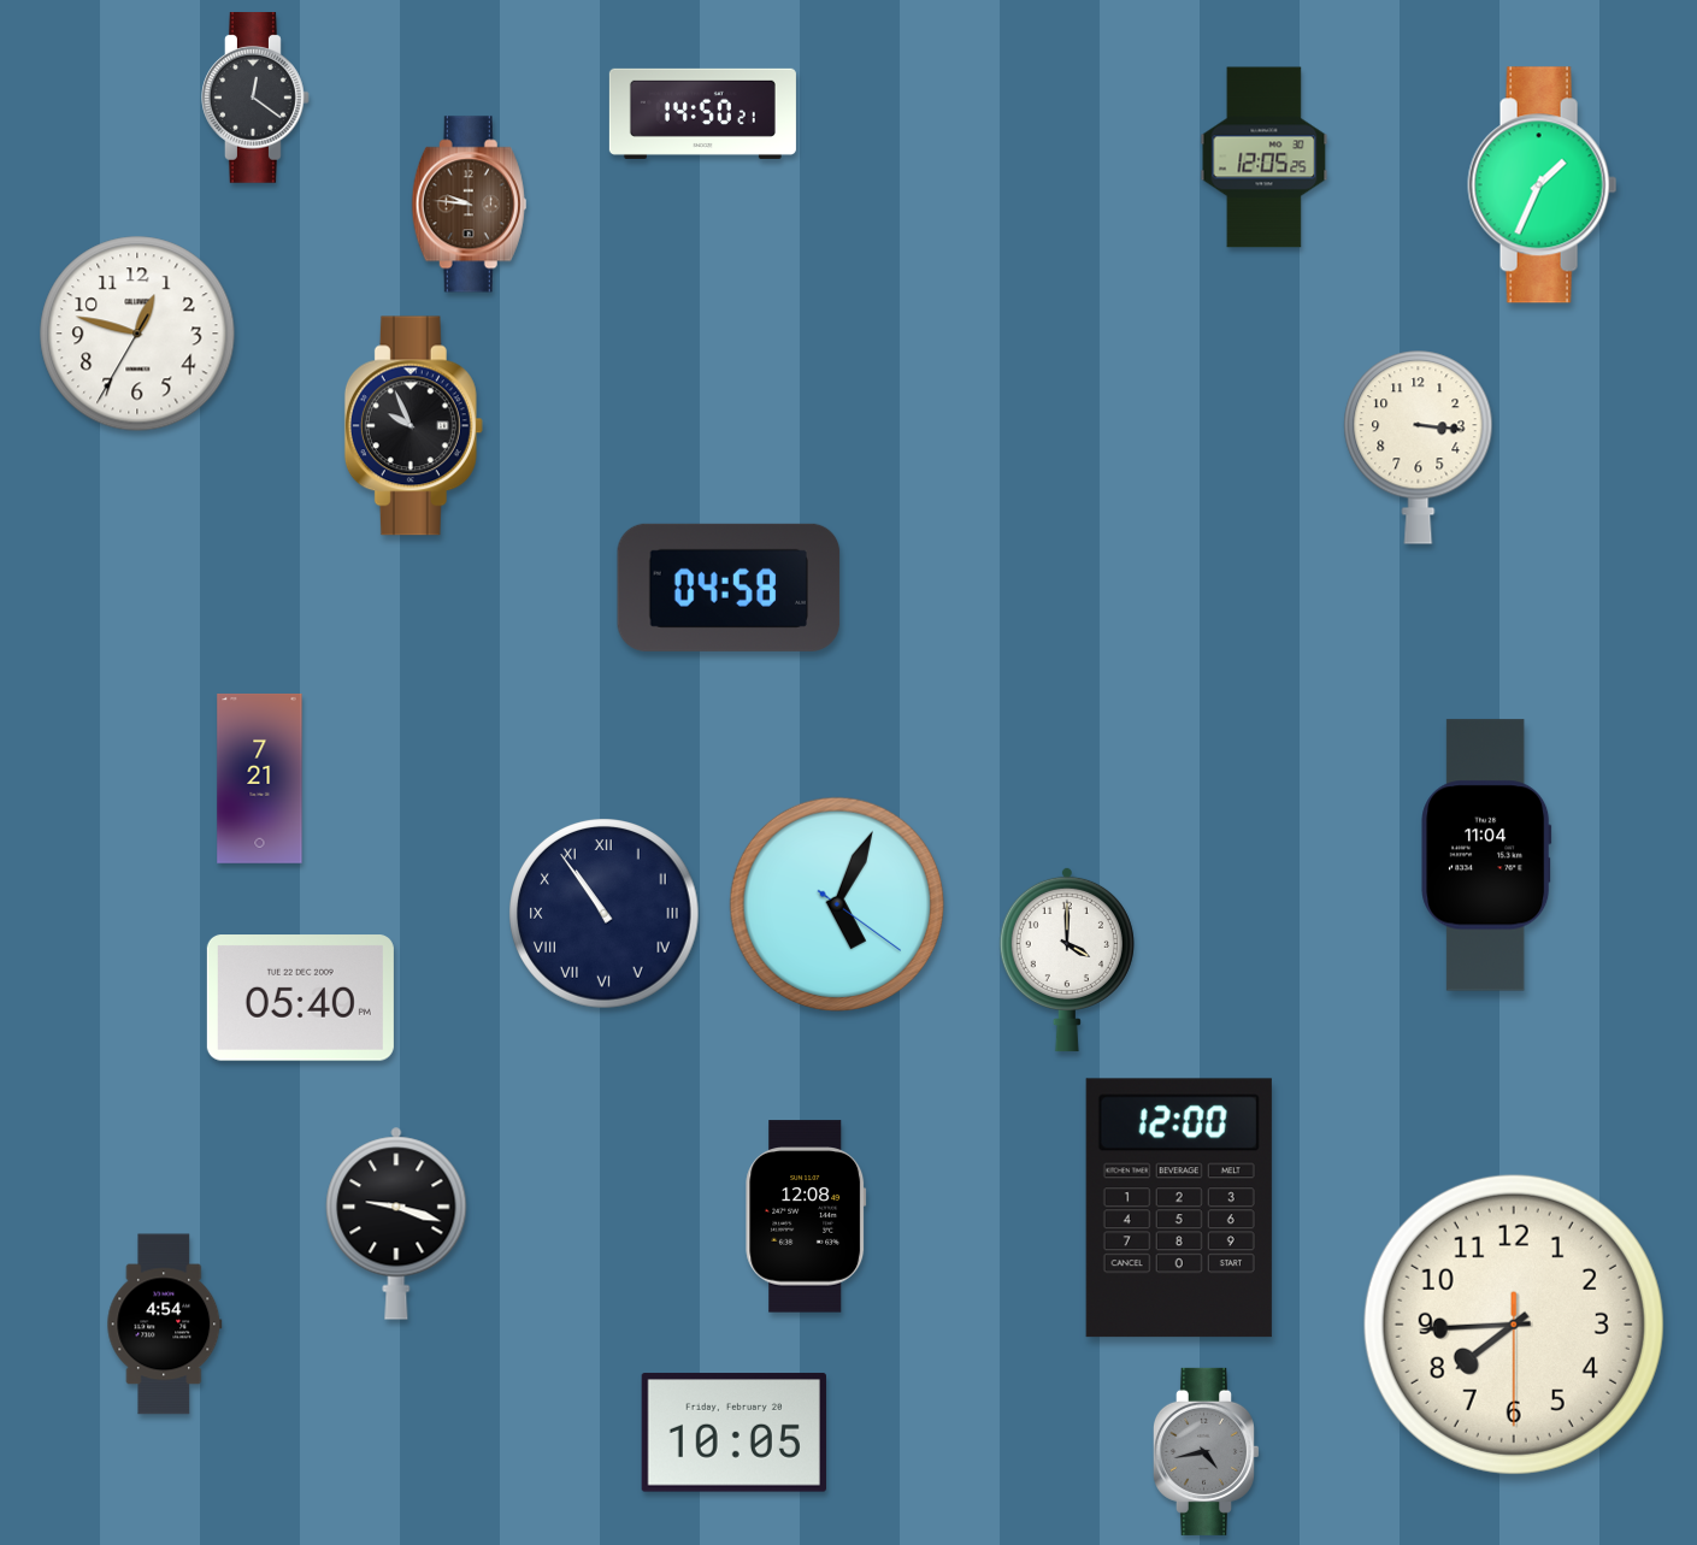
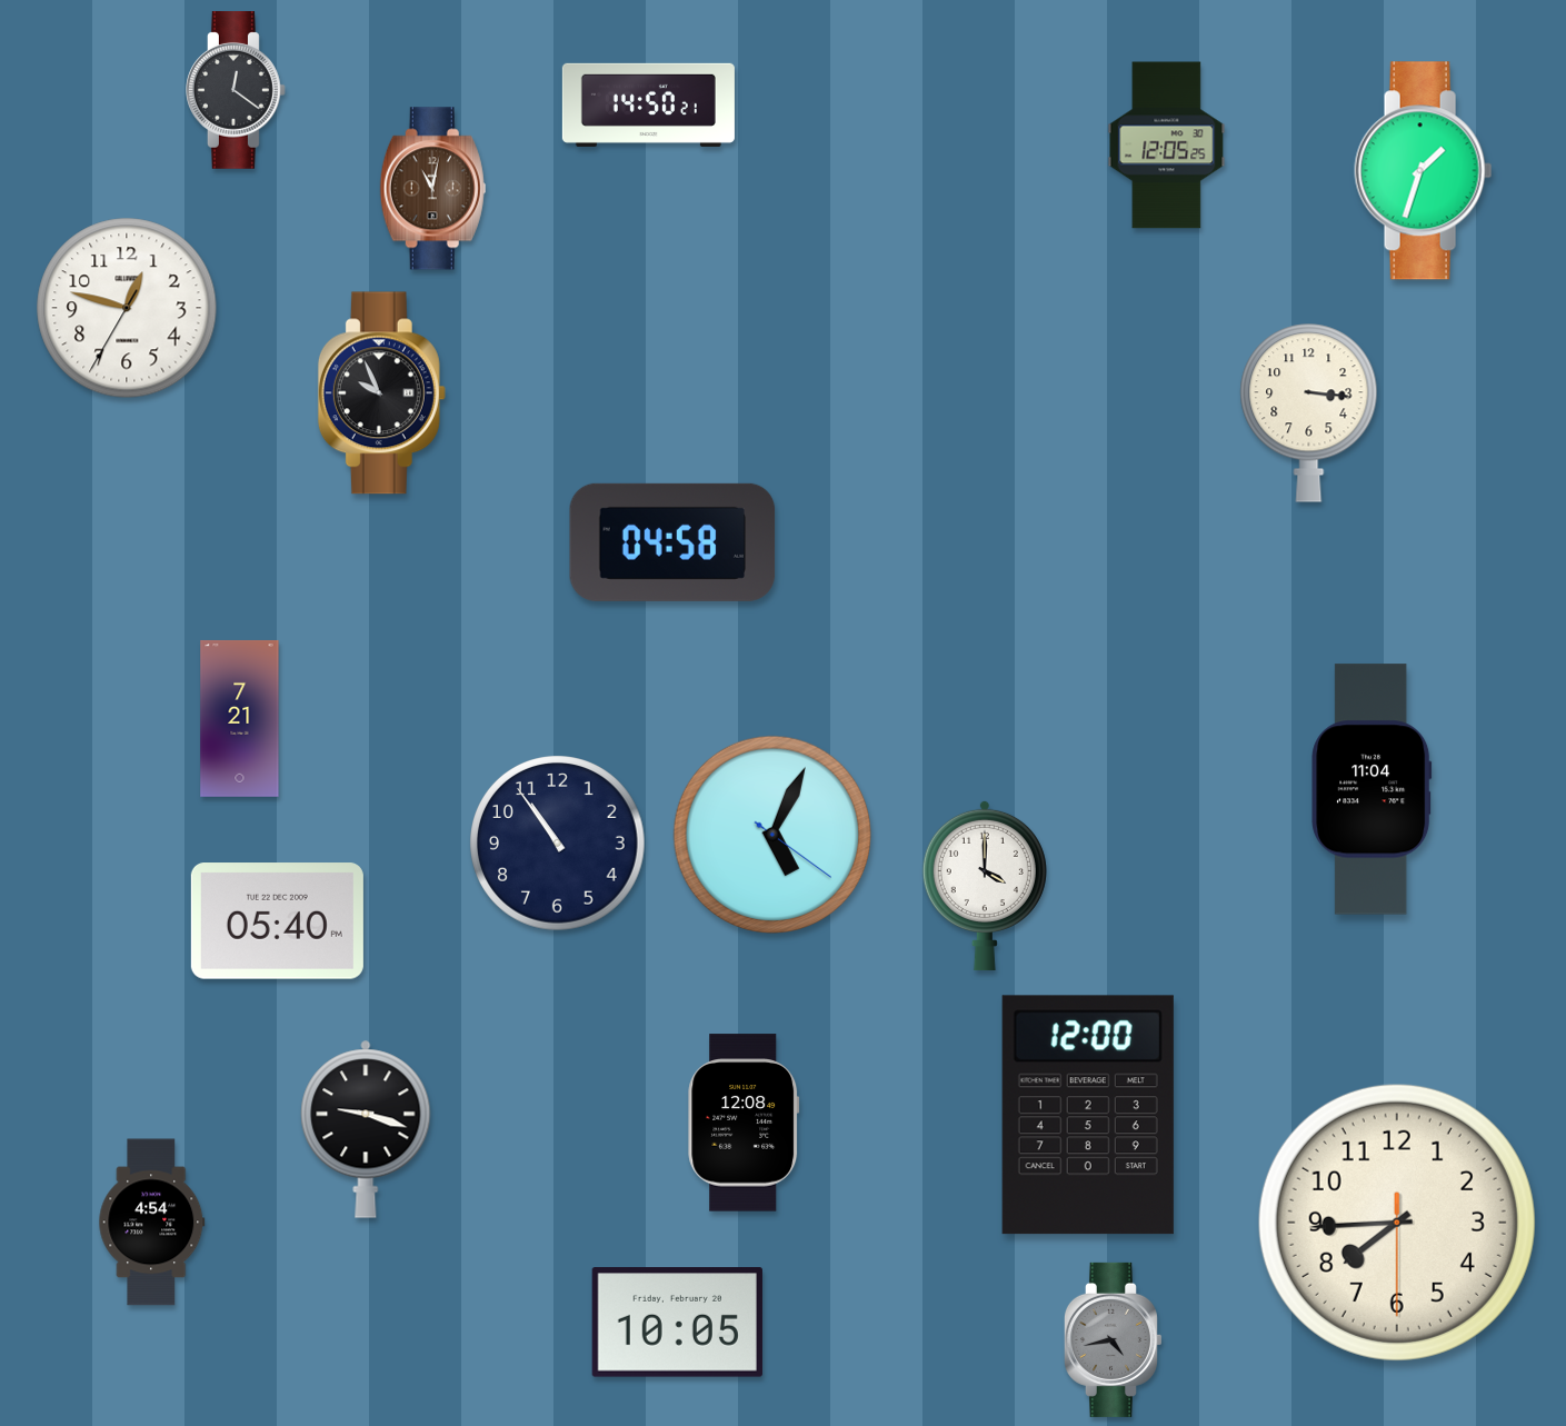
clock at (1543, 185): 1:34 -> 1:33
clock at (469, 205): 9:46 -> 11:02
clock at (605, 914) numerals: Roman -> Arabic
